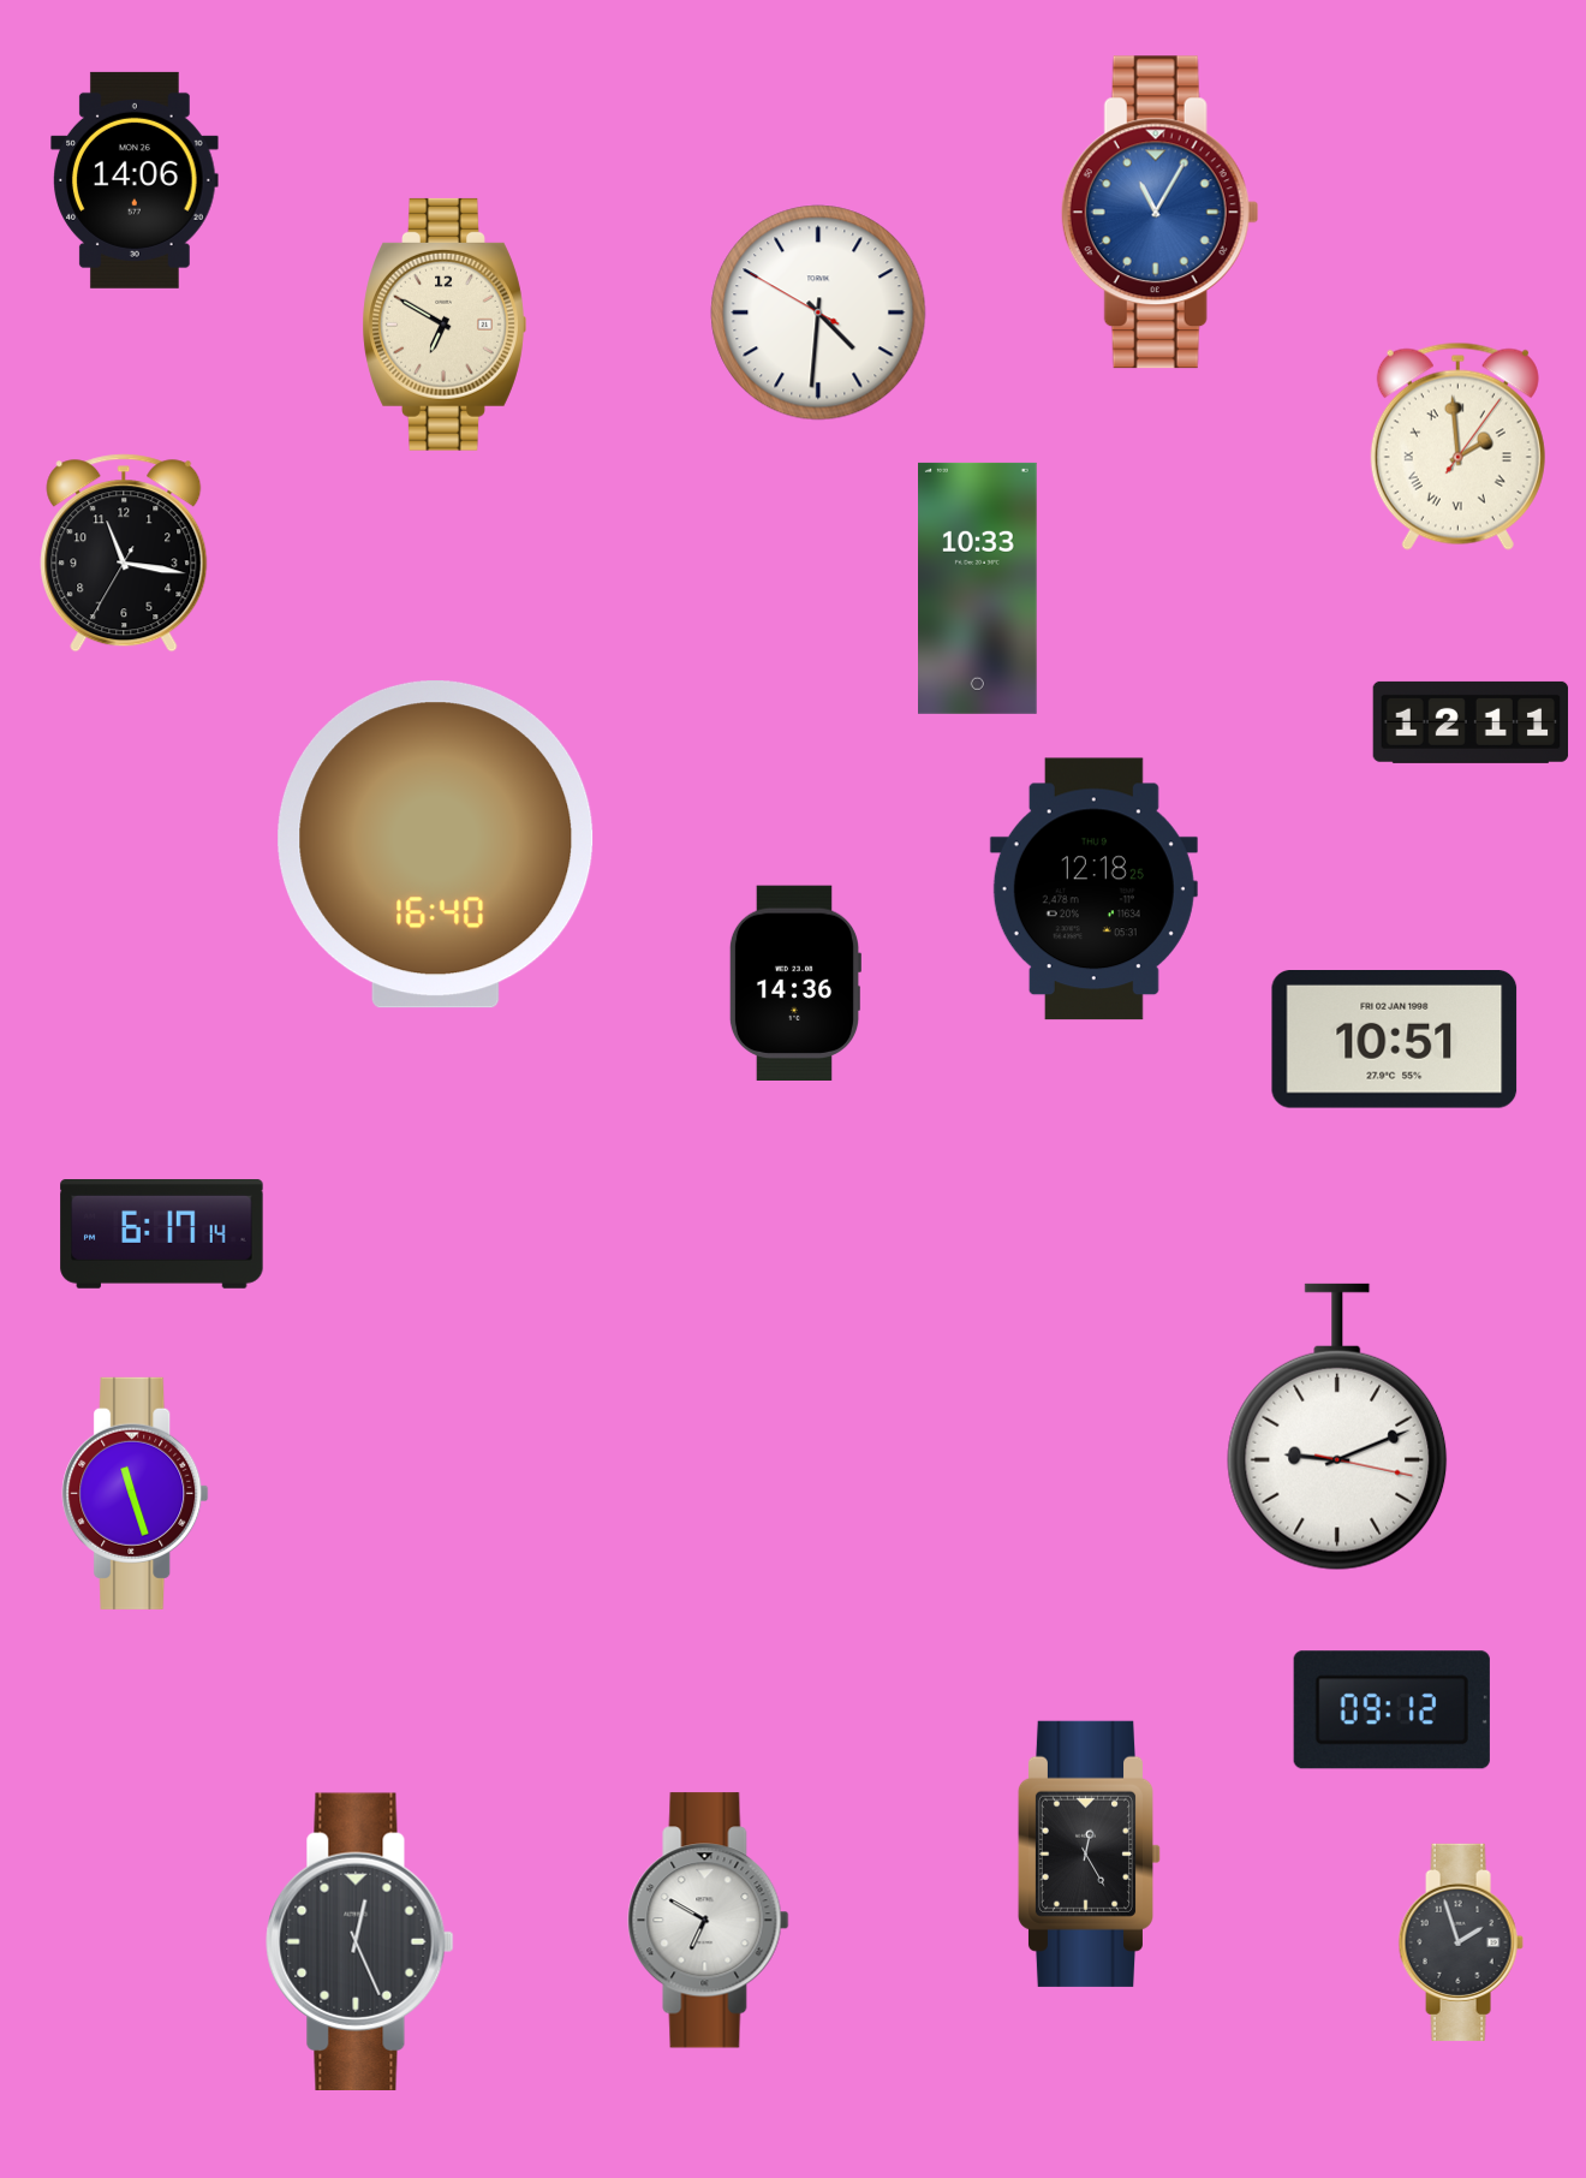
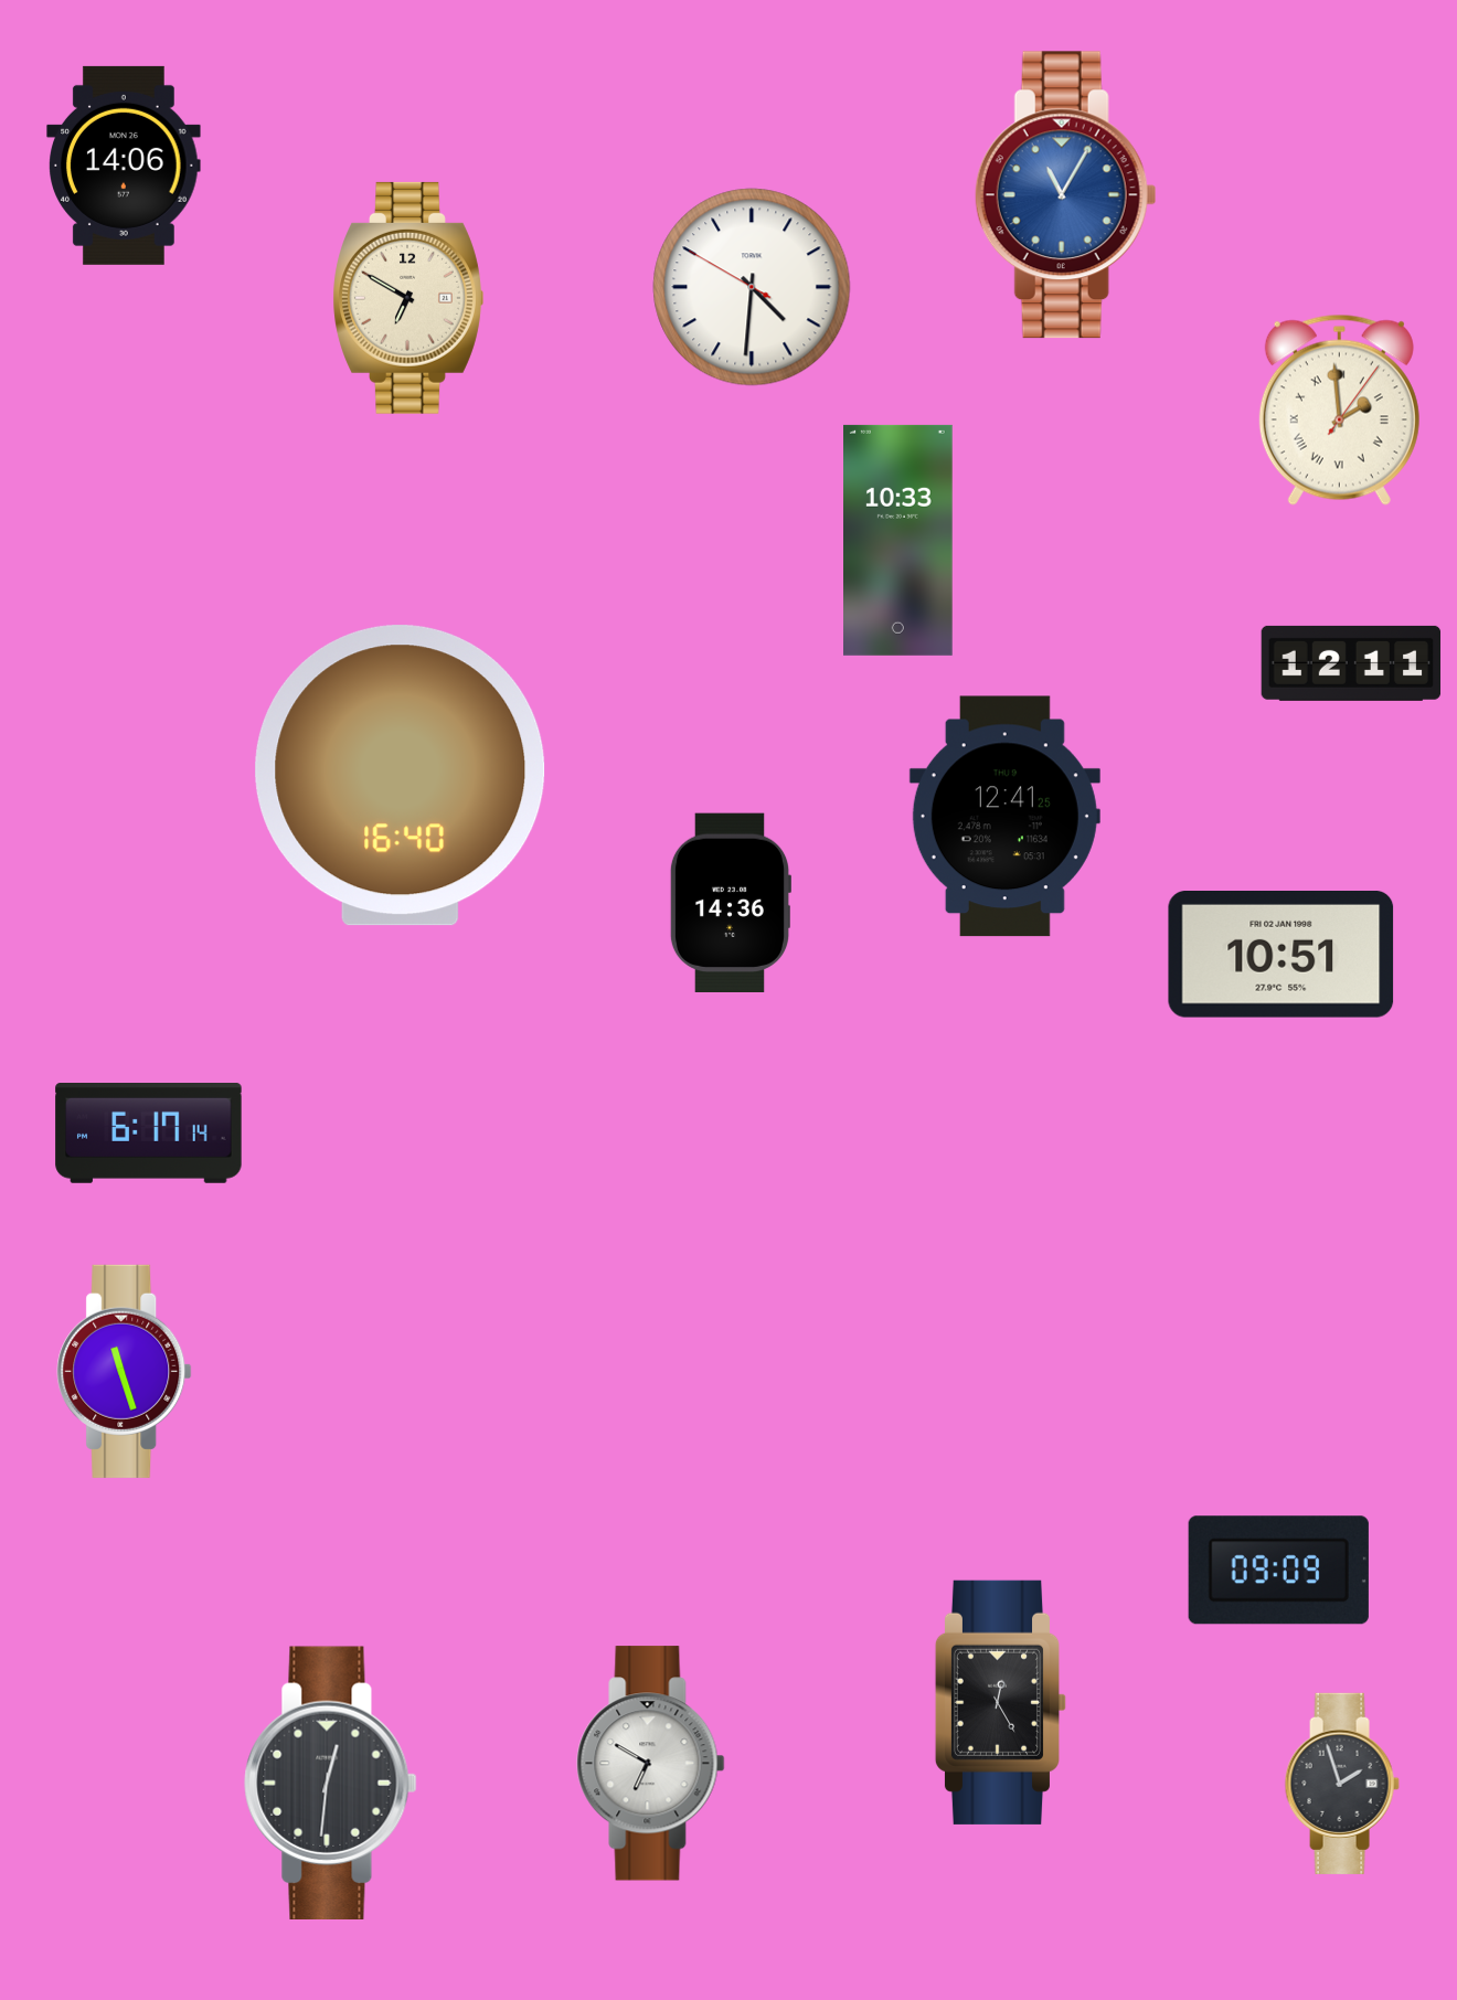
clock at (124, 553): 11:16 -> none
clock at (1093, 889): 12:18 -> 12:41
clock at (1337, 1427): 9:11 -> none
clock at (1391, 1710): 09:12 -> 09:09
clock at (360, 1941): 12:26 -> 12:31
